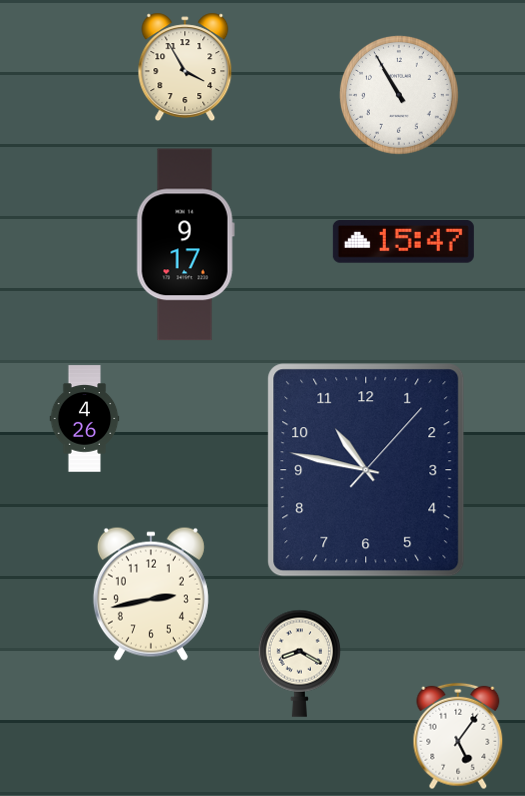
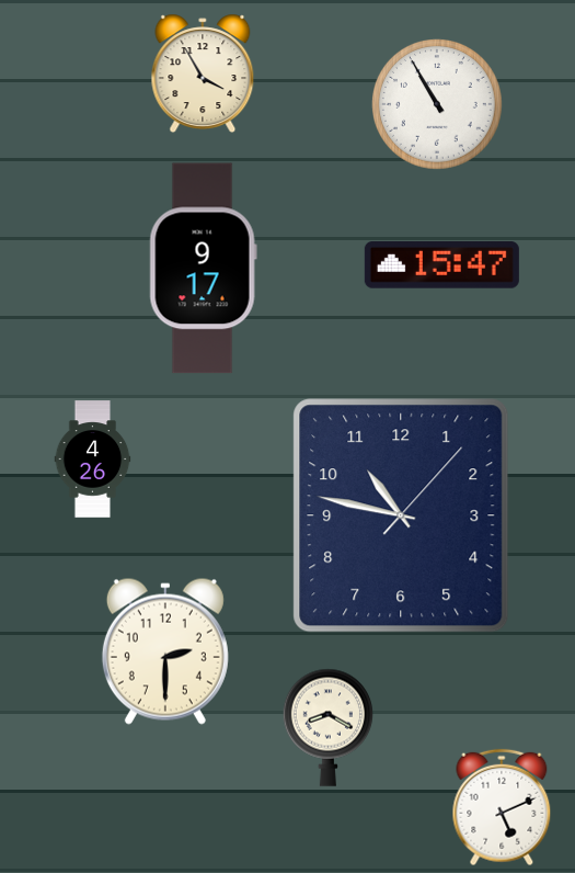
clock at (151, 594): 2:43 -> 2:30
clock at (458, 736): 5:06 -> 5:11
